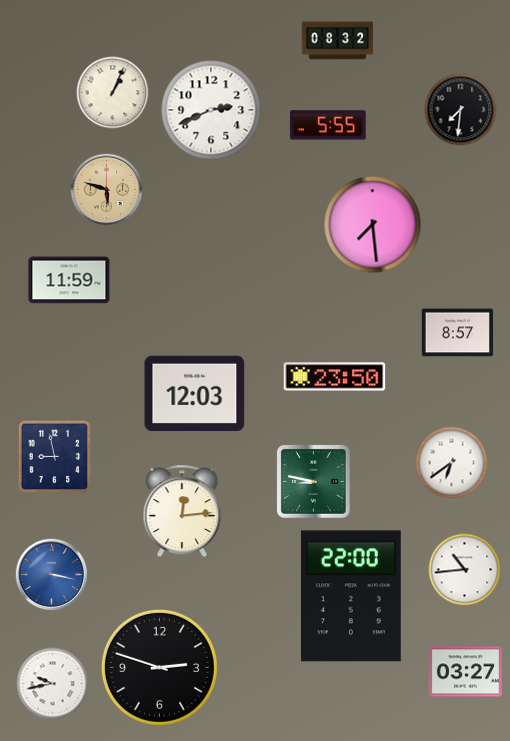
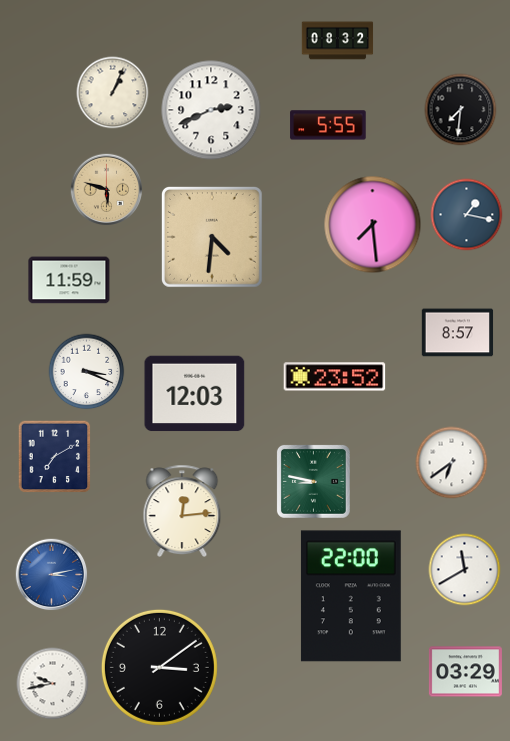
clock at (467, 215): none -> 1:17
clock at (212, 237): none -> 4:31
clock at (87, 372): none -> 3:19
clock at (335, 377): 23:50 -> 23:52
clock at (55, 457): 8:58 -> 7:10
clock at (465, 570): 10:44 -> 11:40
clock at (52, 575): 3:17 -> 3:13
clock at (159, 667): 2:48 -> 3:09
clock at (465, 672): 03:27 -> 03:29
